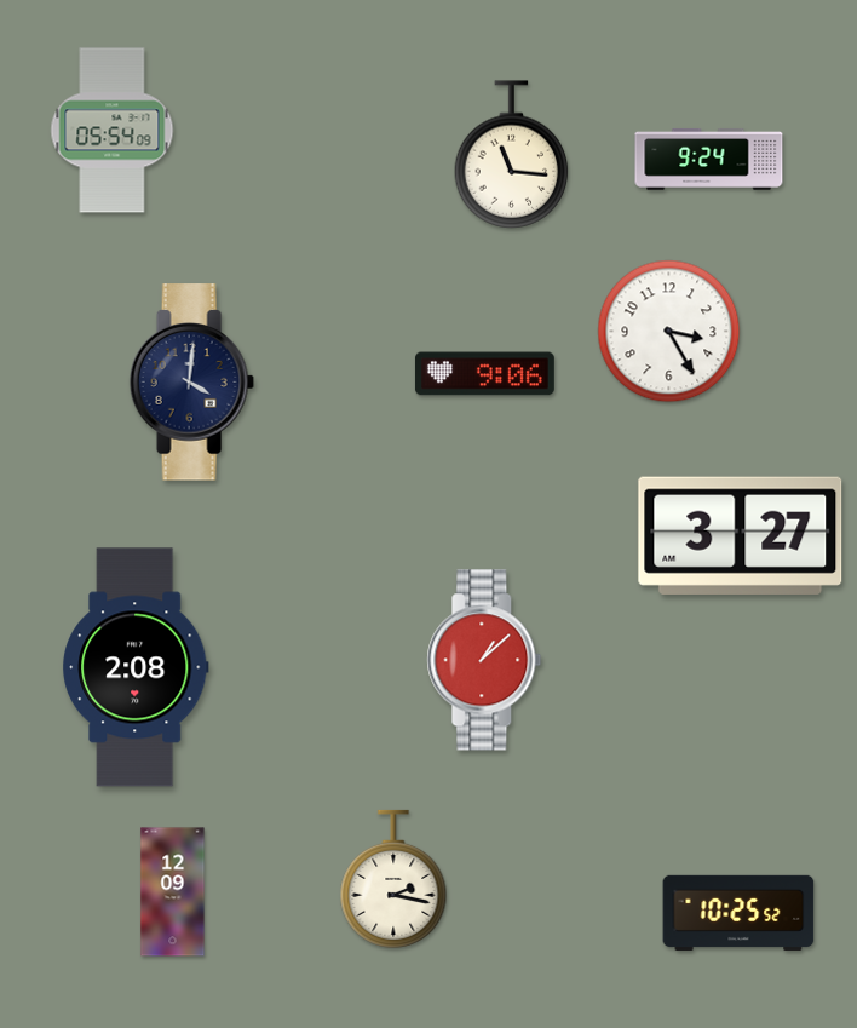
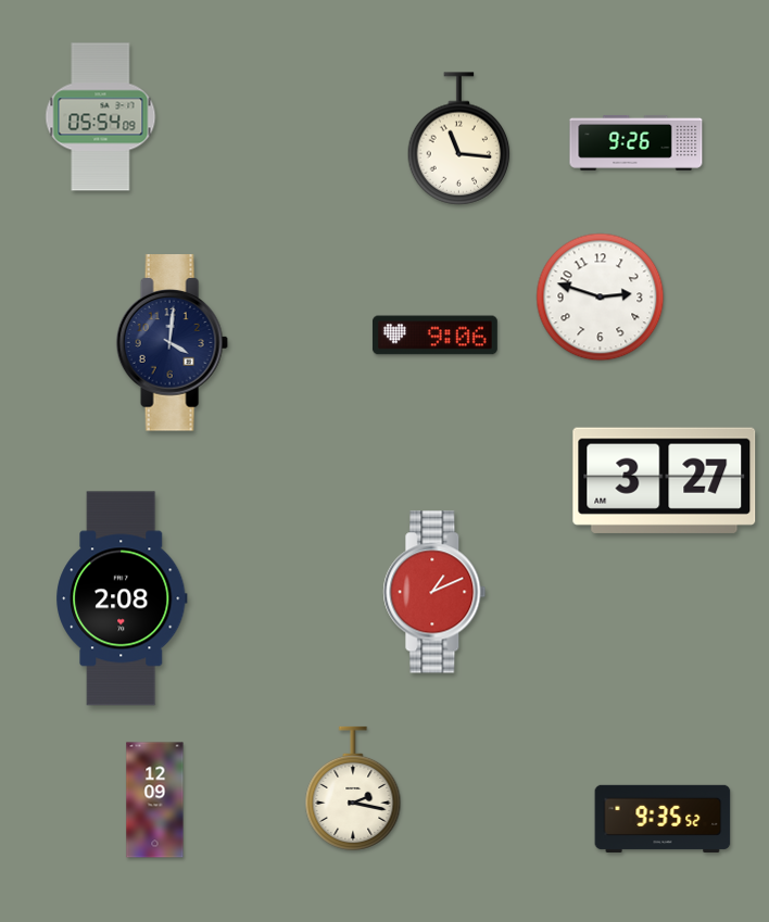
clock at (709, 159): 9:24 -> 9:26
clock at (669, 332): 3:25 -> 2:48
clock at (484, 660): 1:08 -> 1:11
clock at (738, 913): 10:25 -> 9:35
